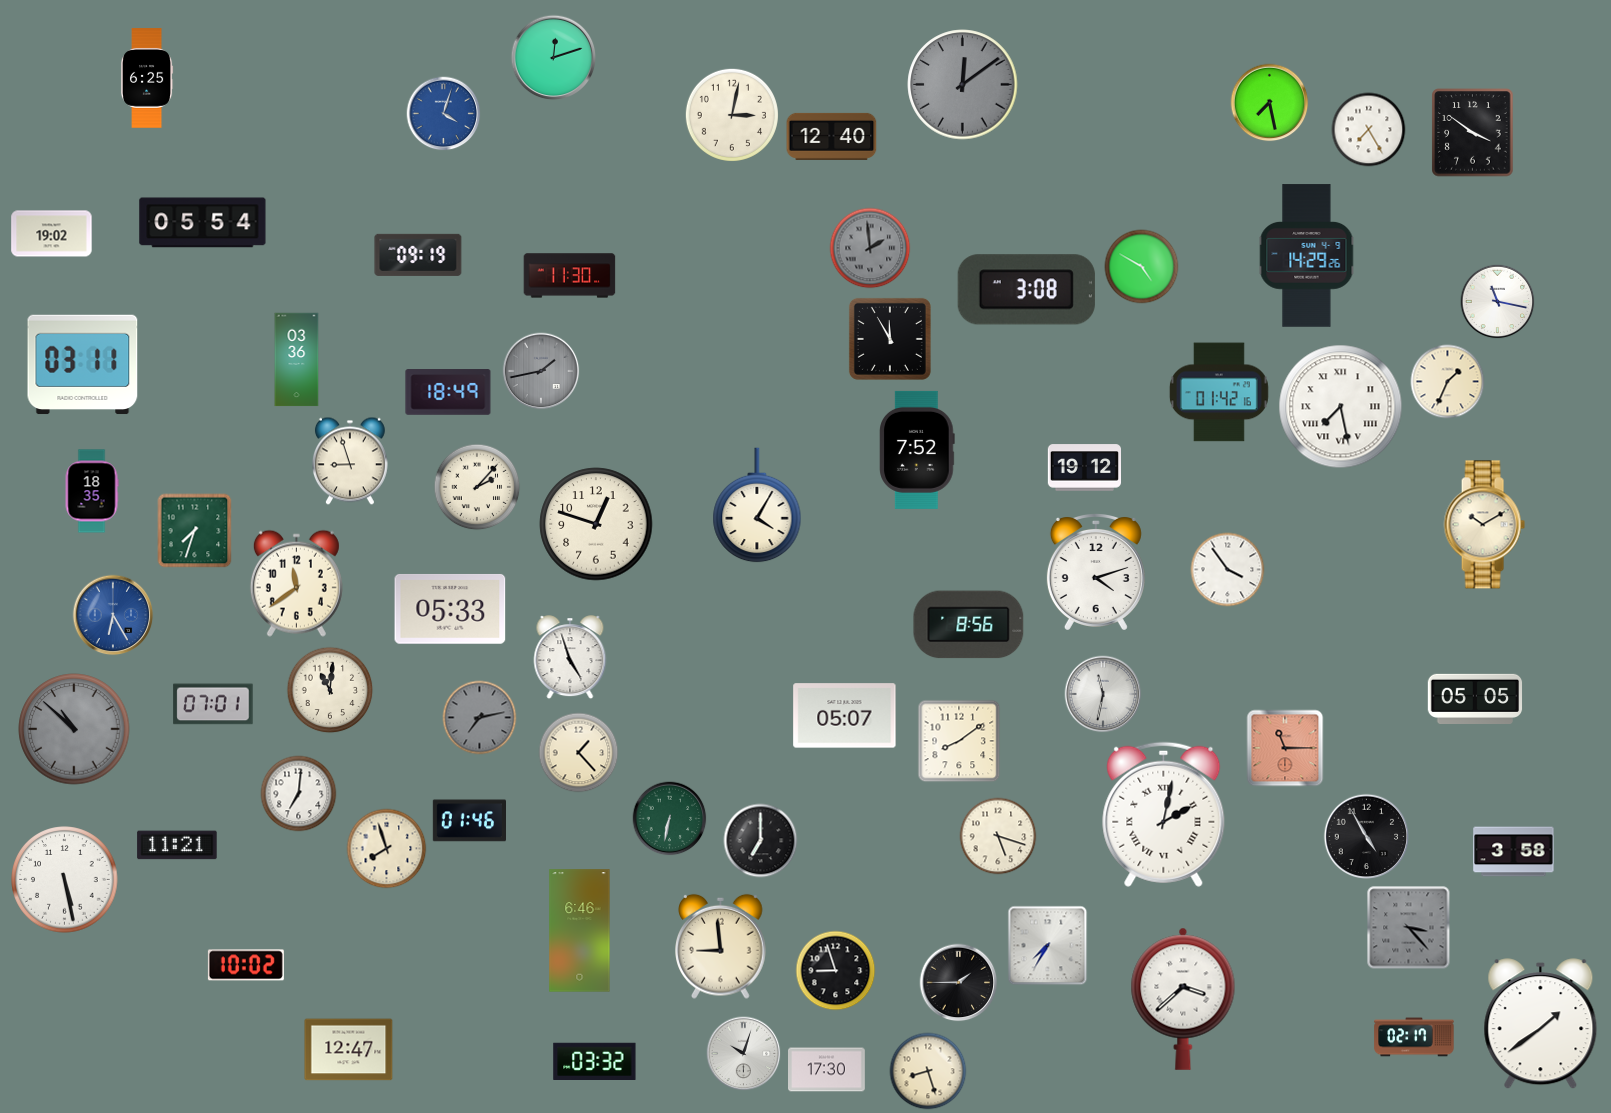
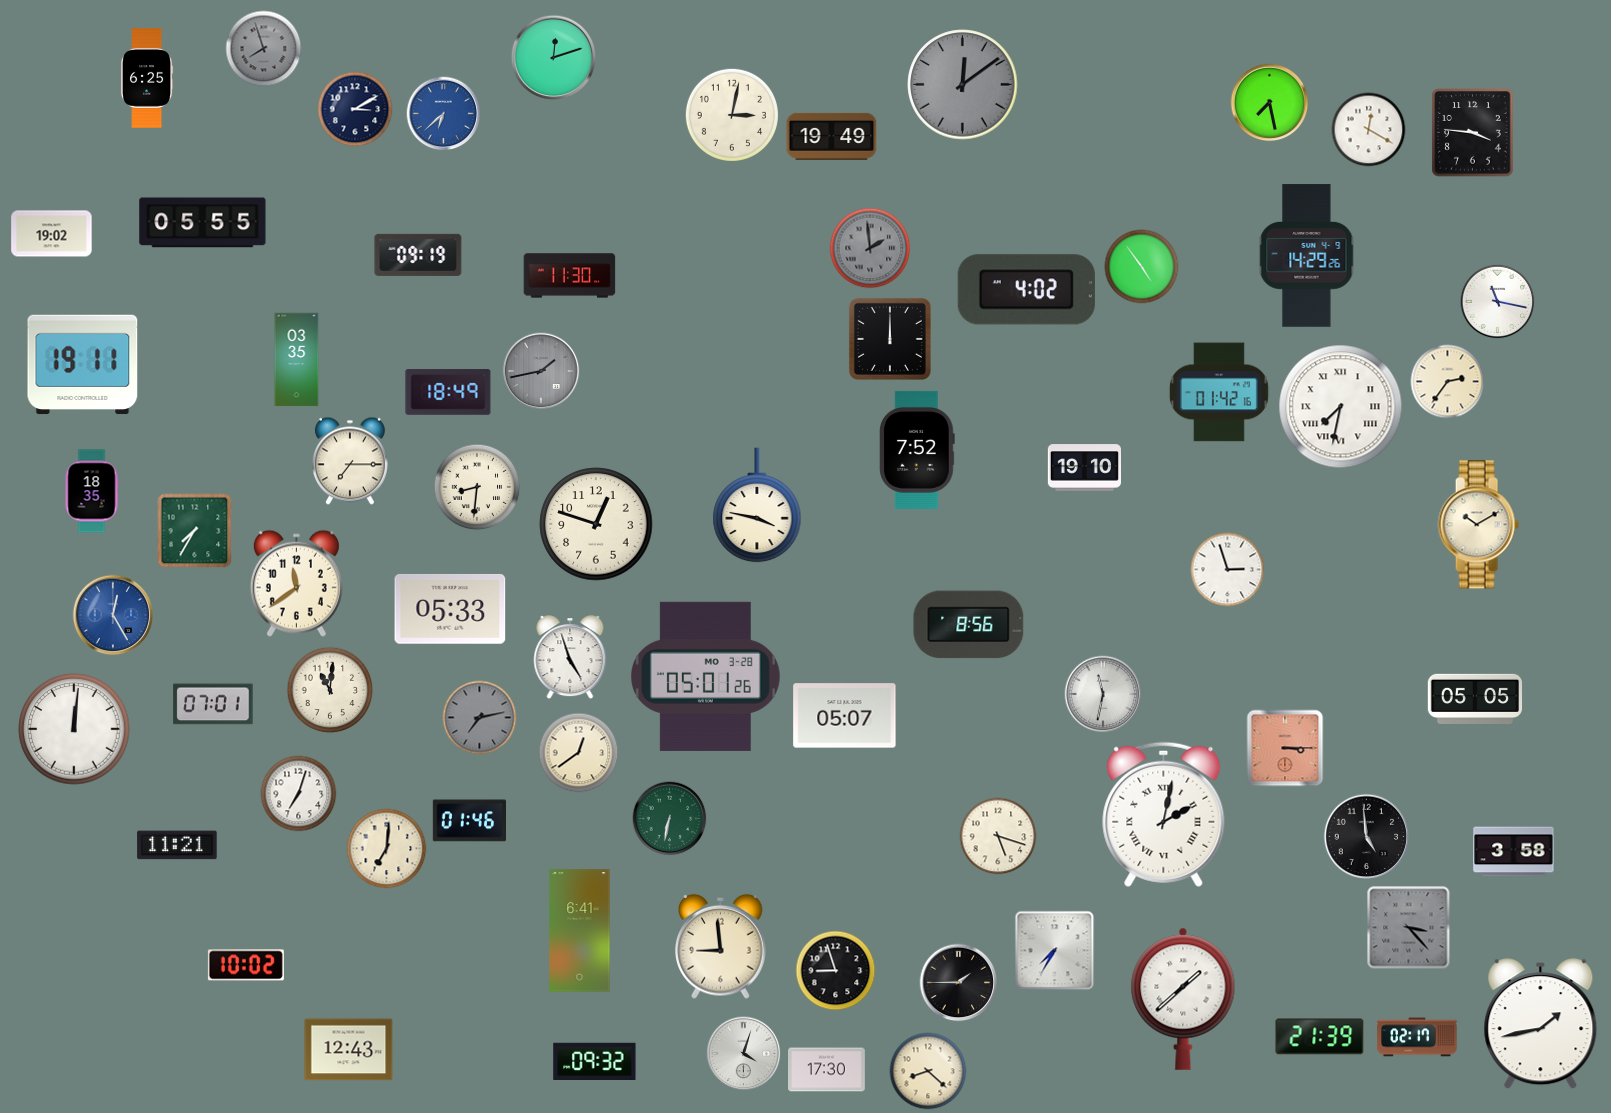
clock at (264, 49): none -> 7:57
clock at (355, 109): none -> 3:10
clock at (444, 114): 4:03 -> 6:38
clock at (1369, 130): 7:25 -> 12:20
clock at (1473, 133): 3:51 -> 3:46
clock at (832, 136): 12:40 -> 19:49
clock at (203, 223): 05:54 -> 05:55
clock at (1142, 267): 4:50 -> 4:54
clock at (1026, 290): 3:08 -> 4:02
clock at (890, 339): 11:55 -> 12:00
clock at (297, 360): 03:36 -> 03:35
clock at (83, 365): 03:11 -> 19:11
clock at (1448, 382): 1:34 -> 2:36
clock at (1341, 407): 7:28 -> 7:32
clock at (350, 461): 8:57 -> 7:15
clock at (1084, 468): 19:12 -> 19:10
clock at (477, 487): 2:07 -> 8:31
clock at (757, 505): 4:05 -> 3:47
clock at (1484, 525) position: (1484, 525) -> (1478, 525)
clock at (195, 531): 7:33 -> 7:35
clock at (1228, 570): 3:54 -> 2:57
clock at (1096, 572): 4:12 -> none
clock at (113, 615): 6:25 -> 12:25
clock at (705, 676): none -> 05:01
clock at (74, 729): 10:52 -> 12:01
clock at (74, 729) dial: grey -> white
clock at (959, 741): 8:09 -> none
clock at (1285, 748): 11:15 -> 3:15
clock at (579, 753): 1:23 -> 12:39
clock at (299, 794): 7:01 -> 7:03
clock at (1367, 837): 4:55 -> 4:59
clock at (761, 841): 7:00 -> none
clock at (387, 849): 7:57 -> 7:01
clock at (65, 880): 5:28 -> none
clock at (580, 931): 6:46 -> 6:41
clock at (1048, 946) position: (1048, 946) -> (1055, 951)
clock at (1183, 999): 3:38 -> 1:38
clock at (1541, 1024): 1:39 -> 1:43
clock at (1320, 1037): none -> 21:39
clock at (1414, 1037) position: (1414, 1037) -> (1417, 1037)
clock at (349, 1050): 12:47 -> 12:43
clock at (744, 1054): 10:03 -> 4:03
clock at (595, 1061): 03:32 -> 09:32
clock at (928, 1071): 8:27 -> 8:22
